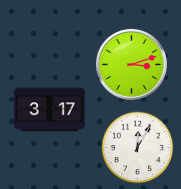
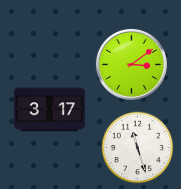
clock at (131, 64): 3:12 -> 3:09
clock at (138, 148): 12:05 -> 11:27
